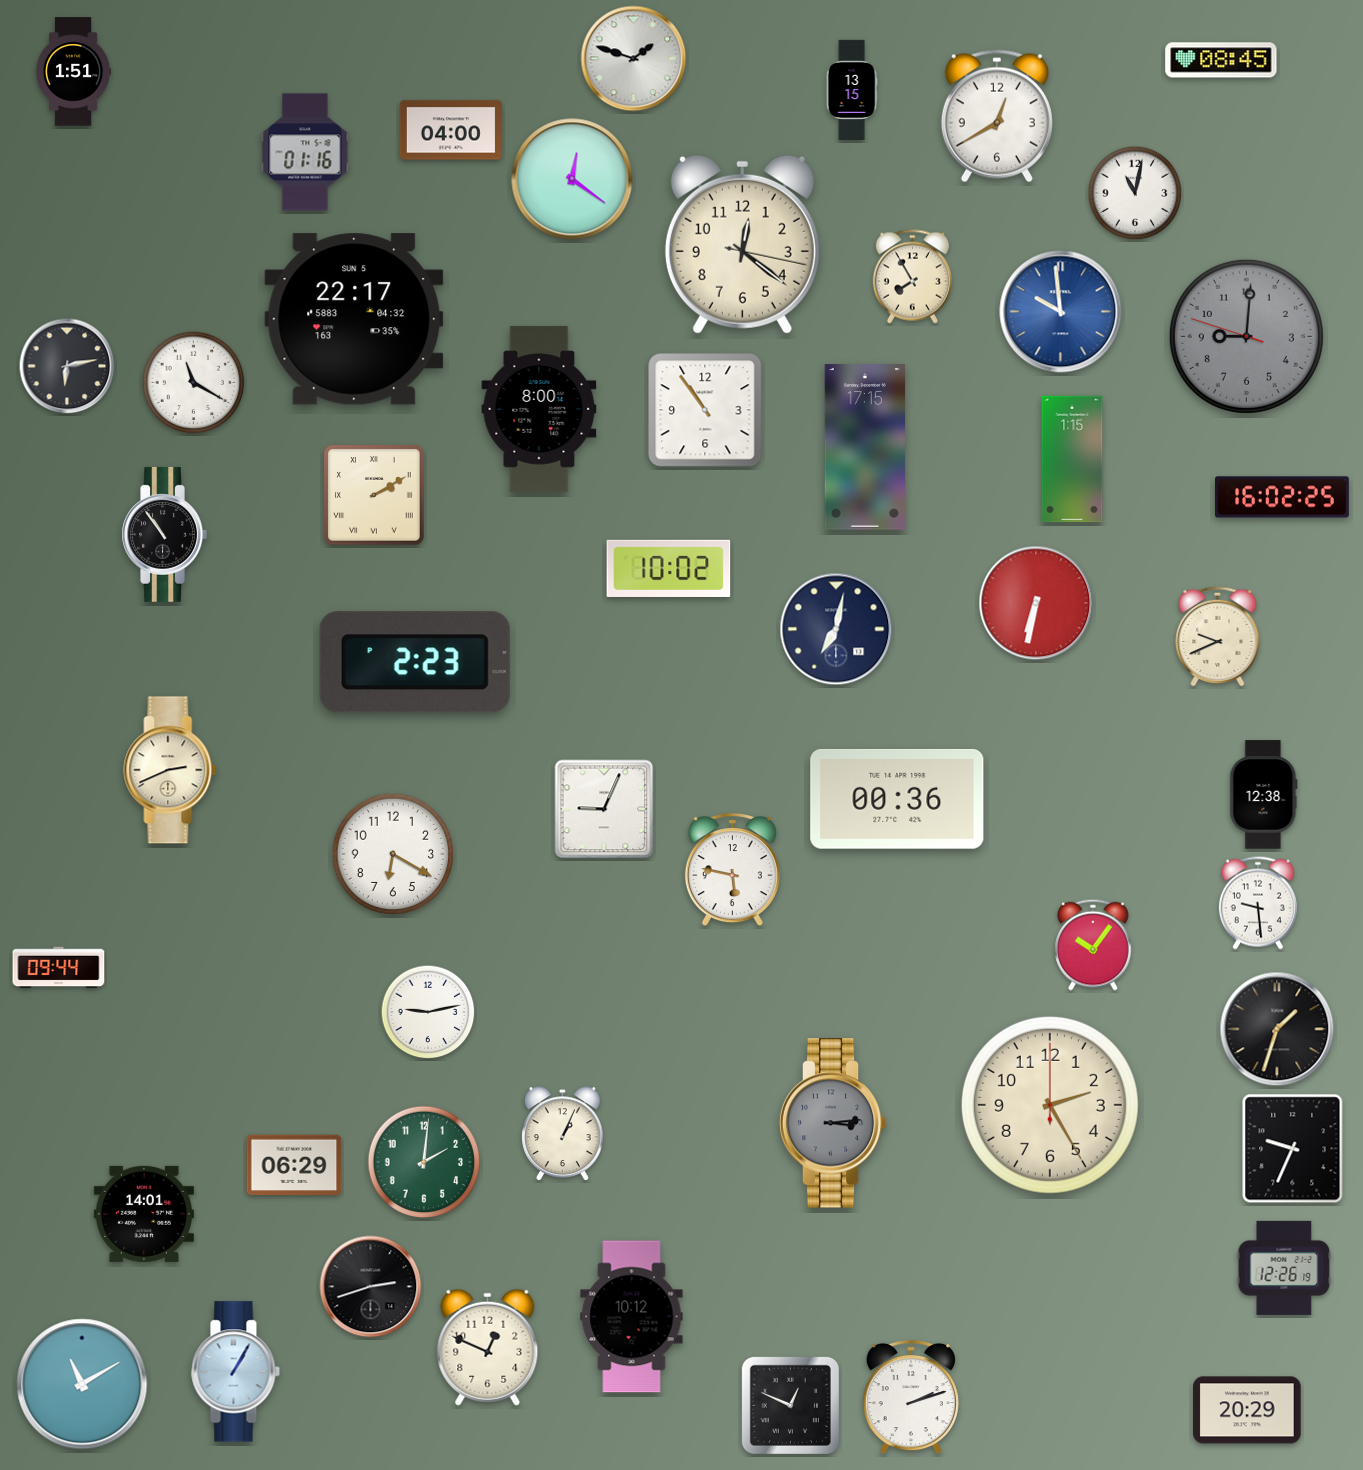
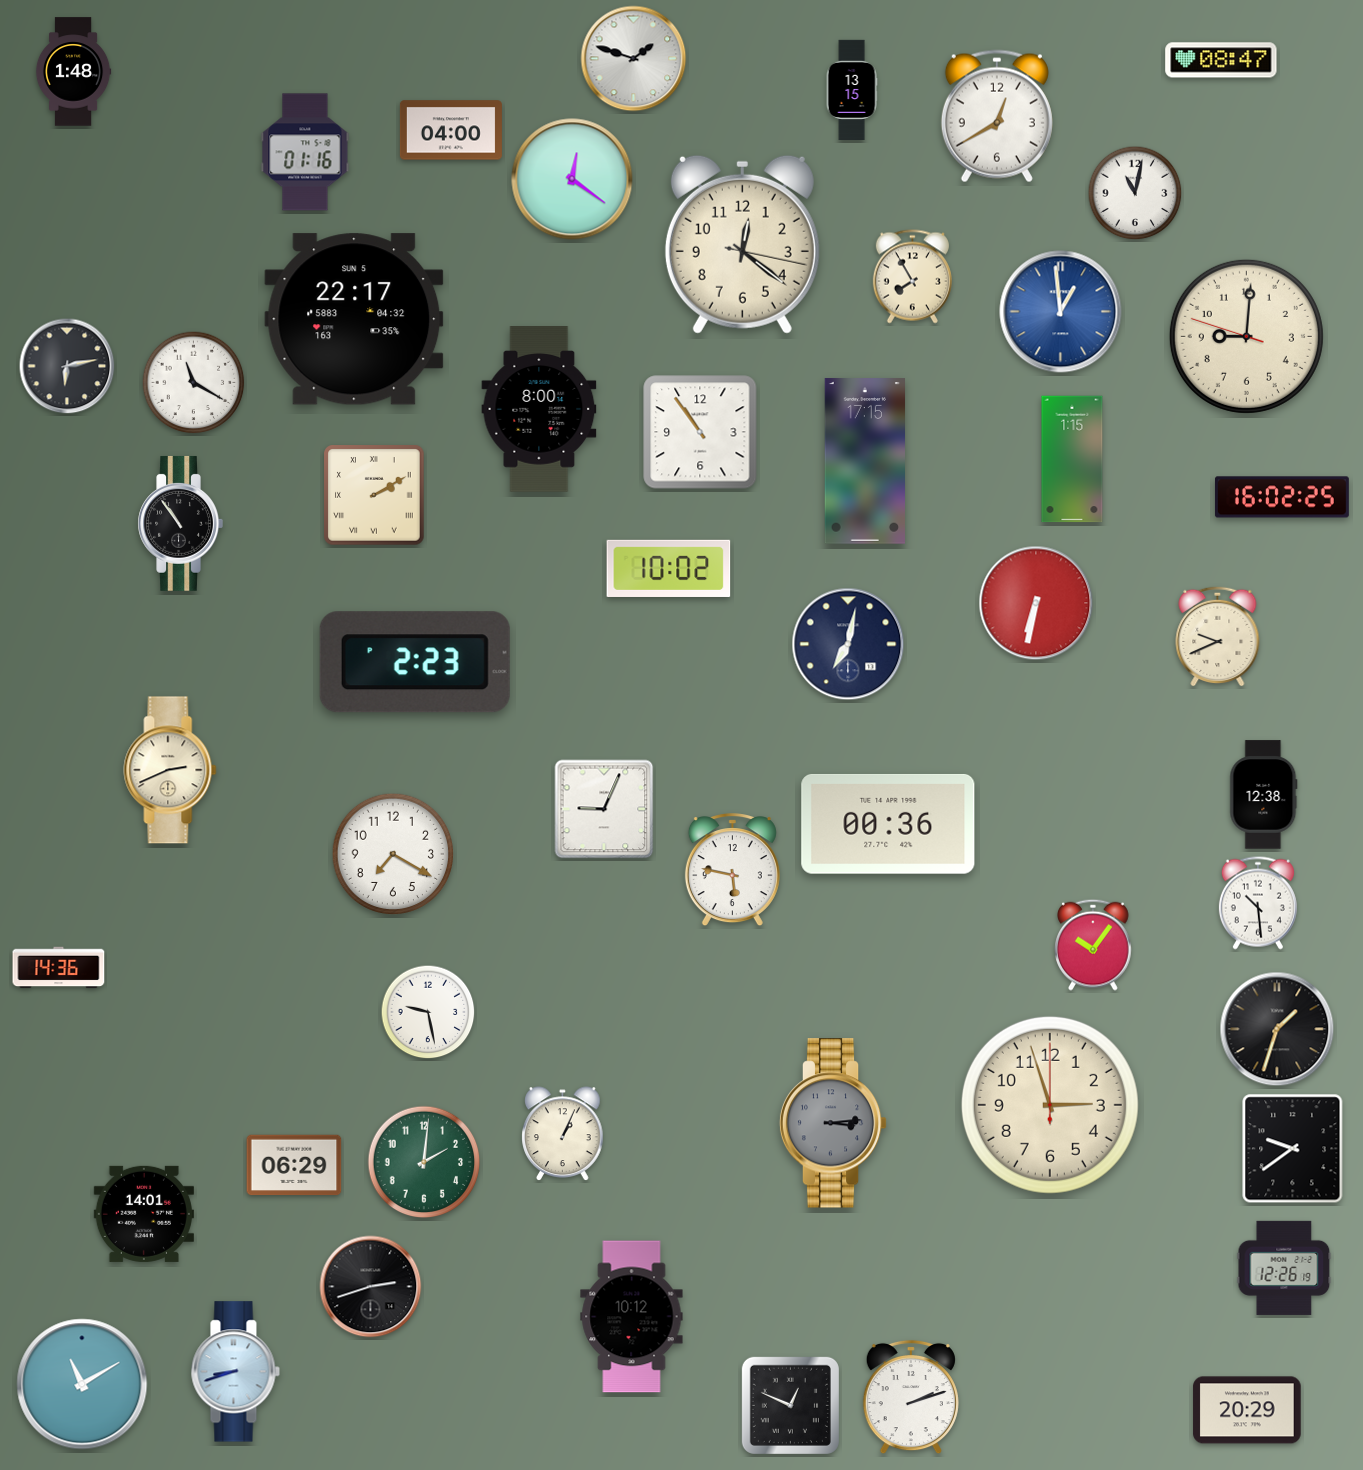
clock at (1221, 60): 08:45 -> 08:47
clock at (73, 72): 1:51 -> 1:48
clock at (1061, 312): 9:59 -> 12:59
clock at (1246, 336) dial: grey -> cream
clock at (705, 410) position: (705, 410) -> (700, 432)
clock at (865, 447) position: (865, 447) -> (865, 461)
clock at (164, 534) position: (164, 534) -> (180, 523)
clock at (836, 629) position: (836, 629) -> (848, 644)
clock at (897, 799) position: (897, 799) -> (888, 824)
clock at (392, 853): 6:20 -> 7:20
clock at (1258, 903): 9:29 -> 10:29
clock at (59, 968): 09:44 -> 14:36
clock at (428, 1012): 9:13 -> 9:28
clock at (1050, 1105): 2:25 -> 2:57
clock at (1293, 1149): 9:34 -> 9:39
clock at (488, 1347): 12:49 -> none
clock at (235, 1372): 1:05 -> 8:42
